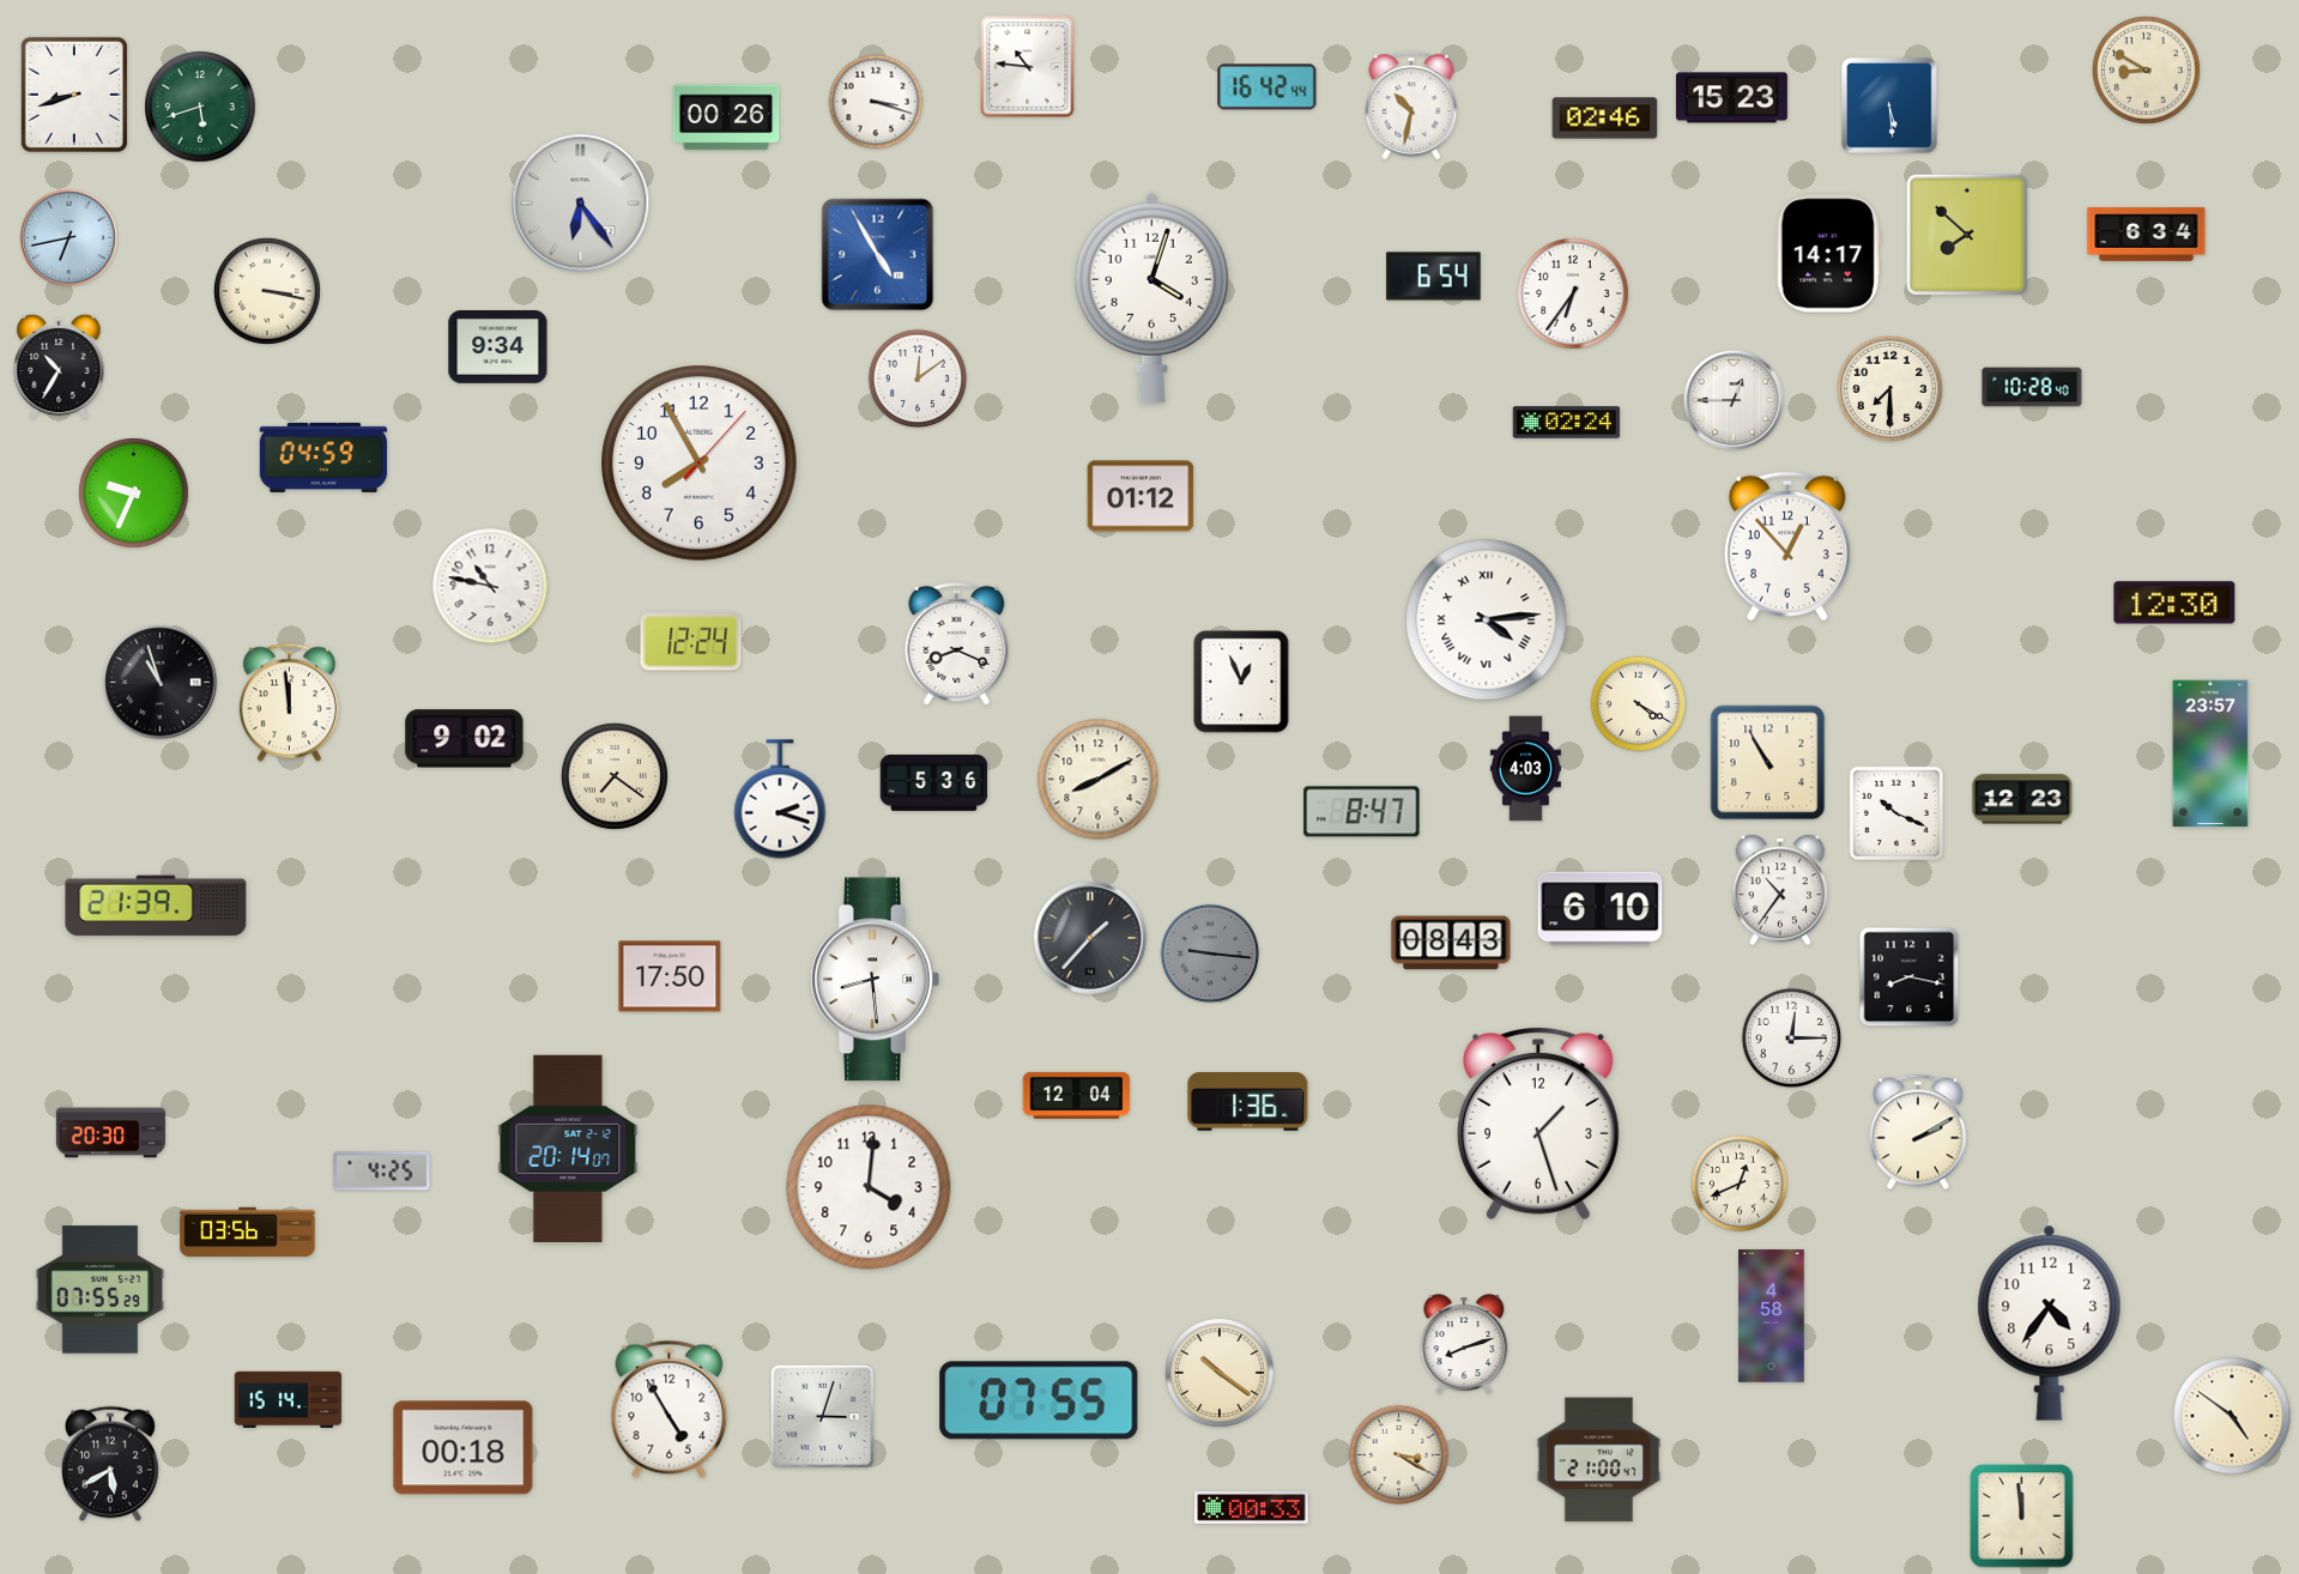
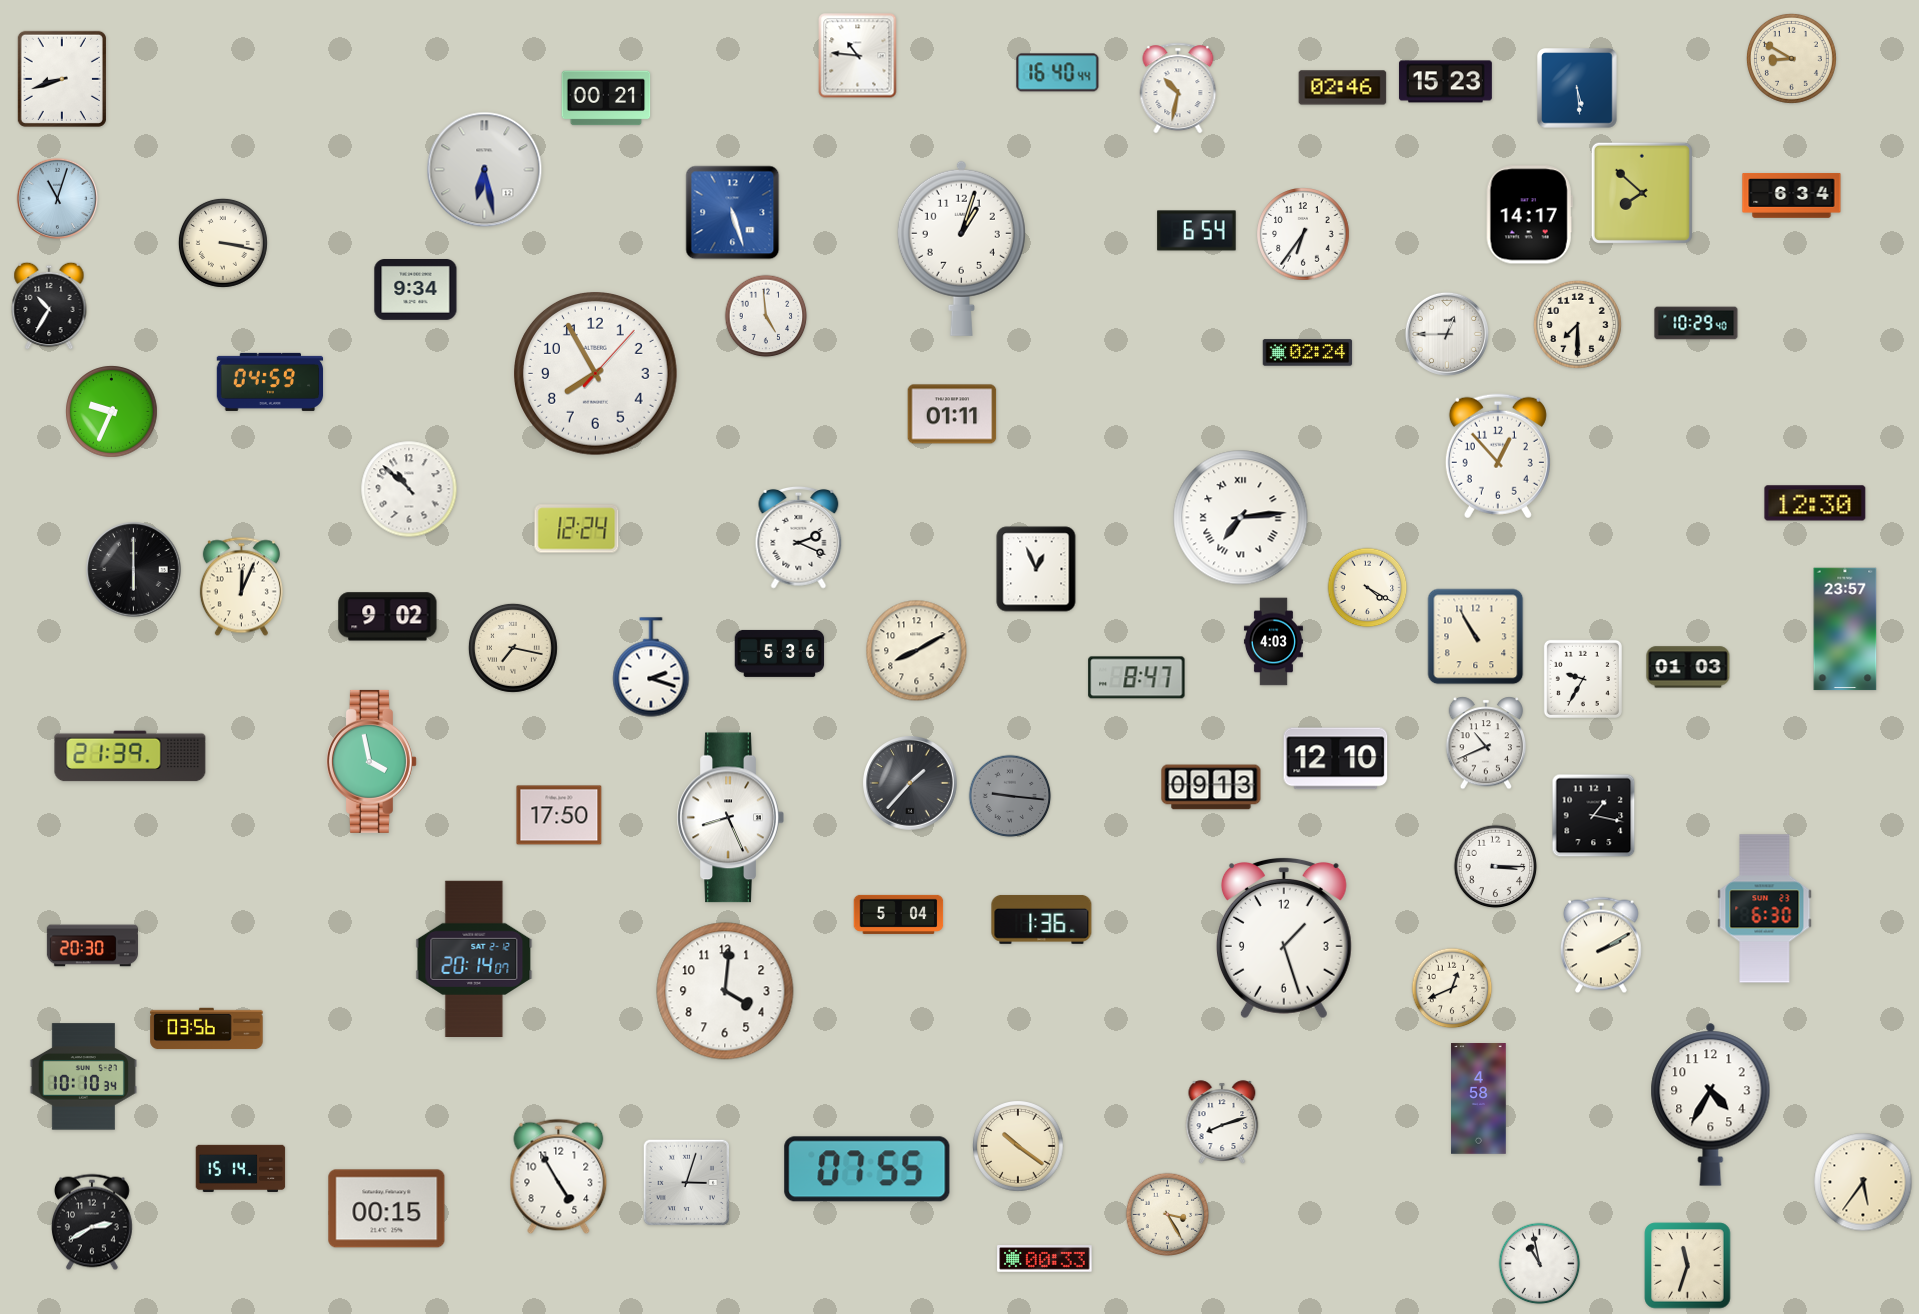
clock at (1268, 87): 16:42 -> 16:40
clock at (876, 102): 3:18 -> none
clock at (200, 107): 5:42 -> none
clock at (726, 117): 00:26 -> 00:21
clock at (1605, 119) position: (1605, 119) -> (1343, 88)
clock at (581, 204): 6:24 -> 6:28
clock at (1967, 235) position: (1967, 235) -> (1642, 193)
clock at (68, 237): 6:43 -> 11:03
clock at (1828, 254) position: (1828, 254) -> (1529, 215)
clock at (878, 255): 4:55 -> 5:27
clock at (1573, 293) position: (1573, 293) -> (1303, 234)
clock at (1151, 297): 4:03 -> 1:03
clock at (918, 379): 12:09 -> 4:59
clock at (2032, 387): 10:28 -> 10:29
clock at (700, 464) position: (700, 464) -> (596, 374)
clock at (1141, 496): 01:12 -> 01:11
clock at (1787, 546) position: (1787, 546) -> (1498, 456)
clock at (490, 586): 10:47 -> 10:52
clock at (1487, 620): 4:14 -> 7:14
clock at (691, 642) position: (691, 642) -> (577, 529)
clock at (957, 643): 8:19 -> 2:19
clock at (161, 683): 10:57 -> 6:00
clock at (289, 703): 11:59 -> 12:04
clock at (615, 776): 7:21 -> 7:17
clock at (2022, 799): 12:23 -> 01:03
clock at (1896, 813): 10:19 -> 9:35
clock at (1780, 890): 10:36 -> 10:41
clock at (1601, 909): 6:10 -> 12:10
clock at (371, 761): none -> 3:58
clock at (1451, 943): 08:43 -> 09:13
clock at (1910, 977): 8:17 -> 1:17
clock at (875, 980): 8:29 -> 8:26
clock at (1792, 1039): 12:15 -> 3:15
clock at (1765, 909): none -> 6:30
clock at (1077, 1095): 12:04 -> 5:04
clock at (382, 1172): 4:25 -> none
clock at (99, 1290): 07:55 -> 10:10
clock at (2050, 1322): 4:36 -> 4:35
clock at (2232, 1416): 4:51 -> 5:36
clock at (464, 1448): 00:18 -> 00:15
clock at (1399, 1455): 3:20 -> 3:25
clock at (1598, 1460): 21:00 -> none
clock at (110, 1464): 5:40 -> 2:40
clock at (1540, 1264): none -> 10:58
clock at (2022, 1517): 11:59 -> 11:33
